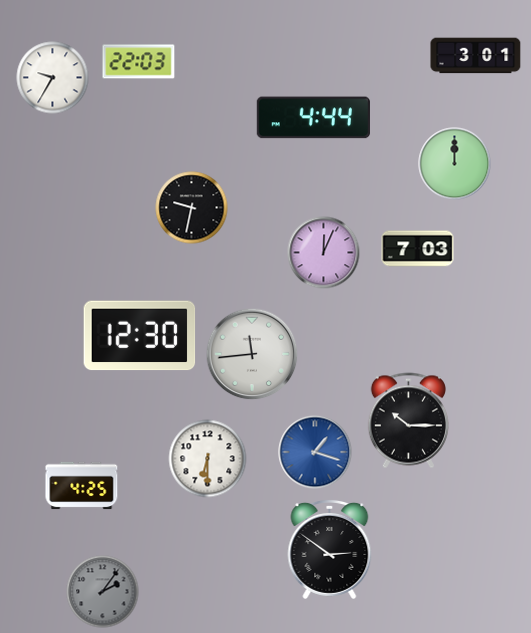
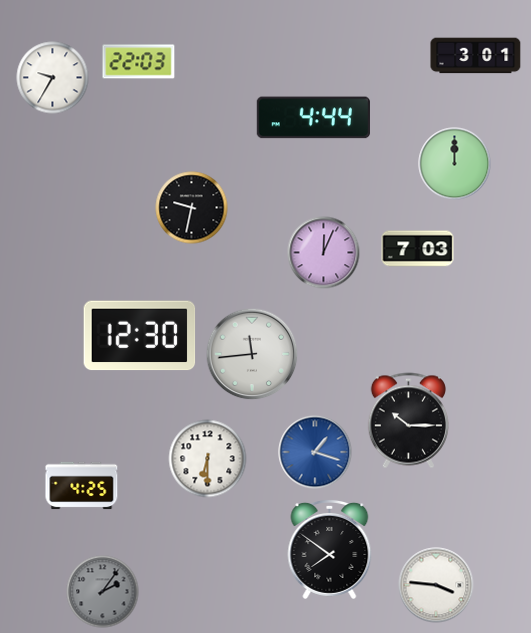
clock at (330, 549): 2:51 -> 7:51
clock at (436, 585): none -> 3:46
